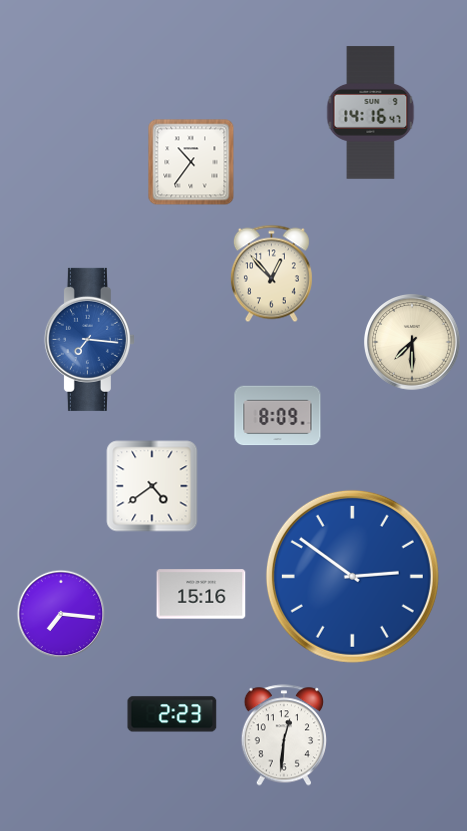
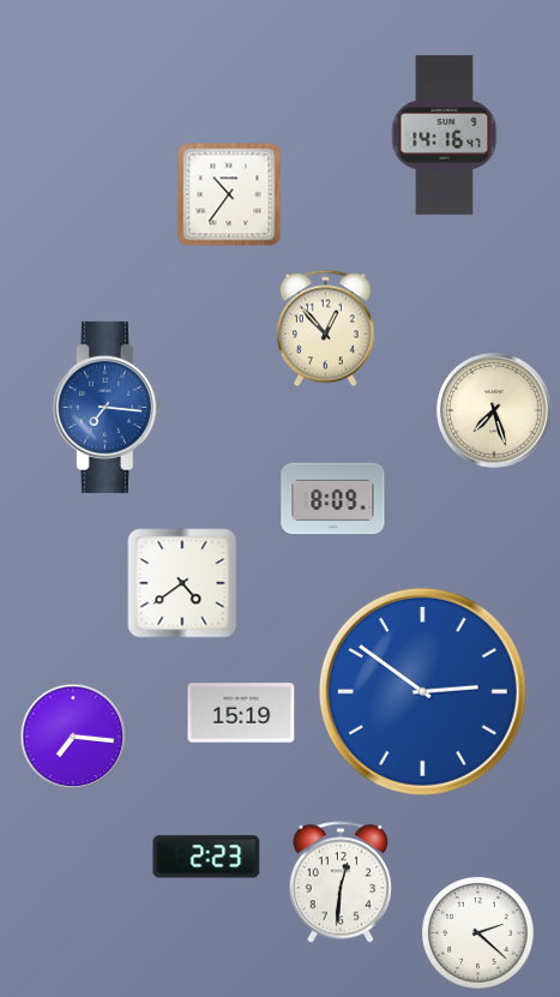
clock at (412, 342): 7:30 -> 7:27
clock at (201, 594): 15:16 -> 15:19
clock at (478, 933): none -> 2:22
